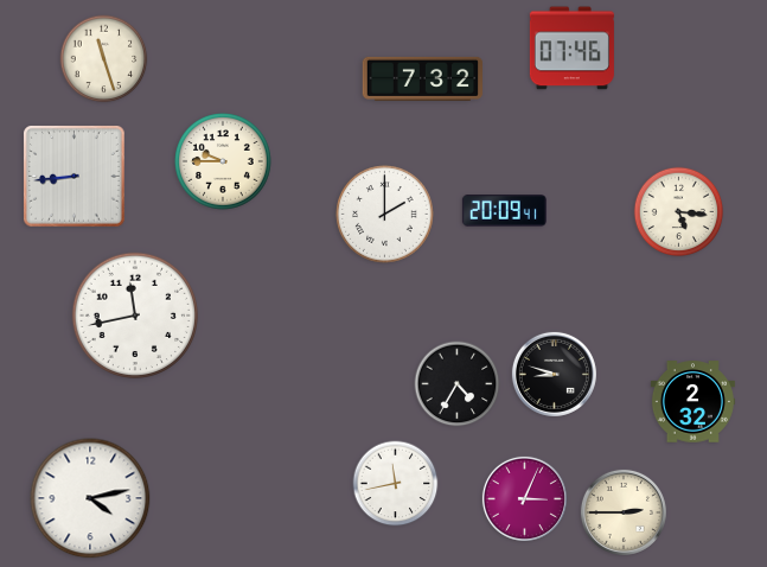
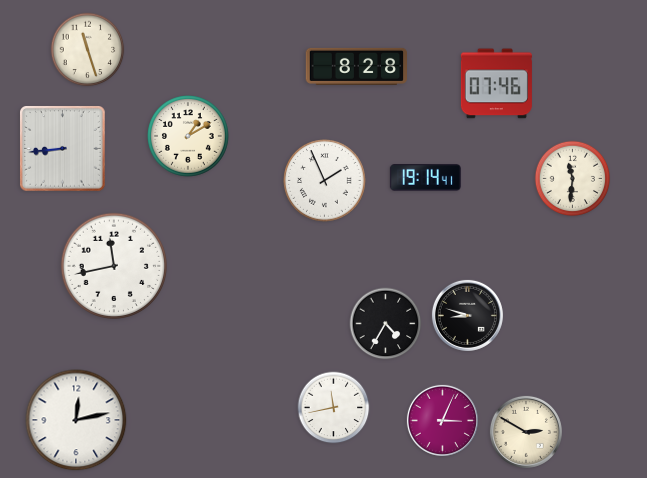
clock at (571, 49) position: (571, 49) -> (496, 84)
clock at (422, 78): 7:32 -> 8:28
clock at (224, 163): 9:45 -> 1:10
clock at (504, 211): 20:09 -> 19:14
clock at (679, 212): 5:16 -> 11:31
clock at (385, 215): 2:00 -> 1:56
clock at (692, 402): 2:32 -> none
clock at (90, 498): 4:13 -> 12:13
clock at (624, 512): 2:45 -> 2:50
